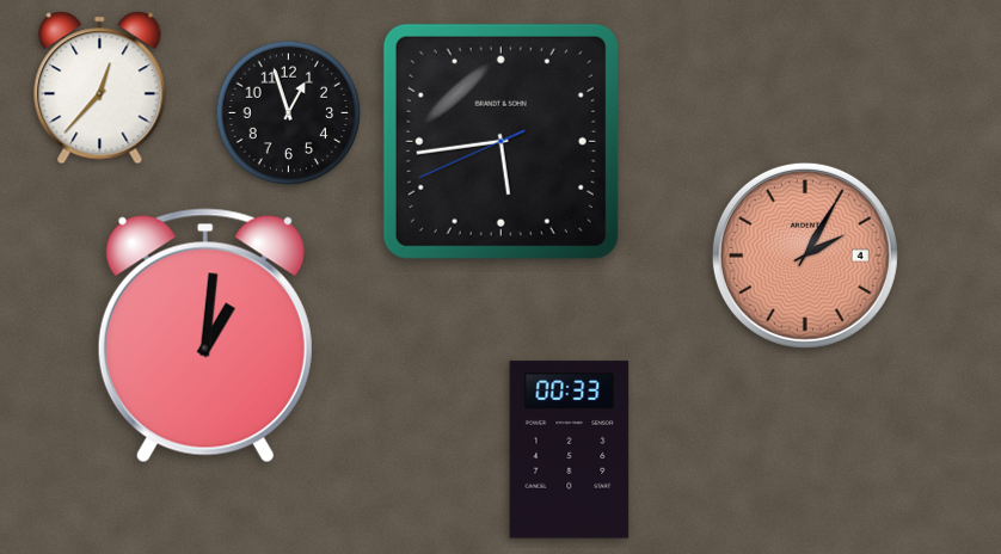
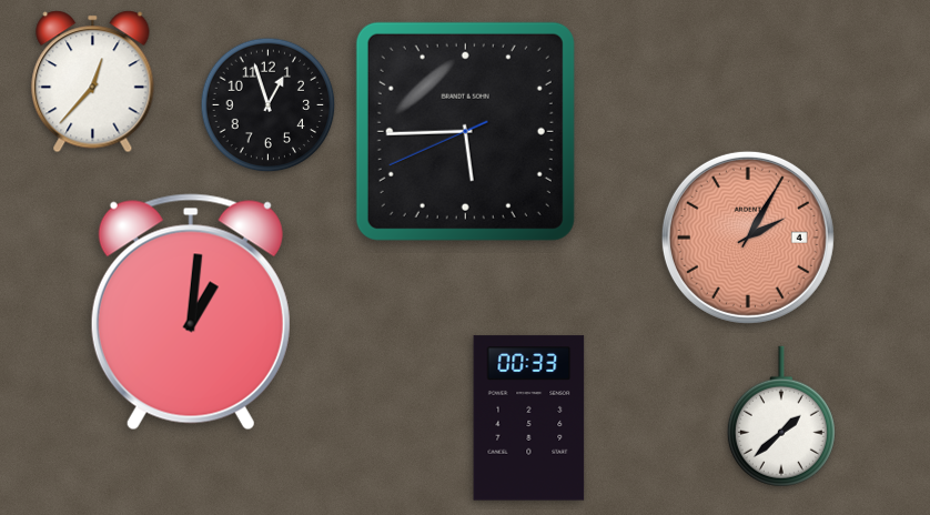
clock at (501, 141): 5:43 -> 5:44
clock at (781, 416): none -> 1:38
